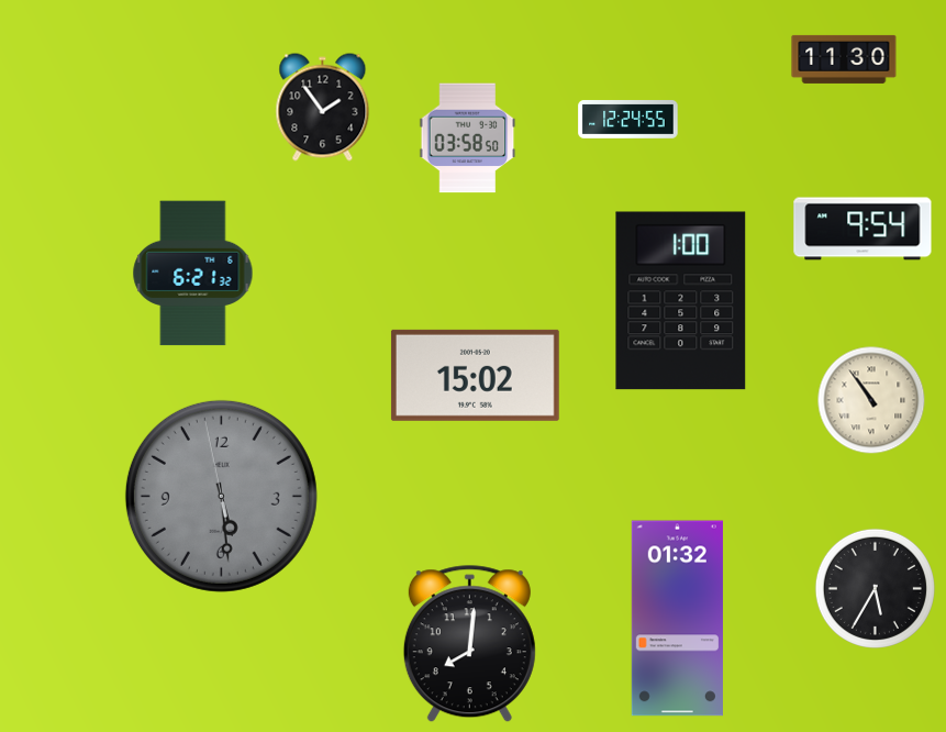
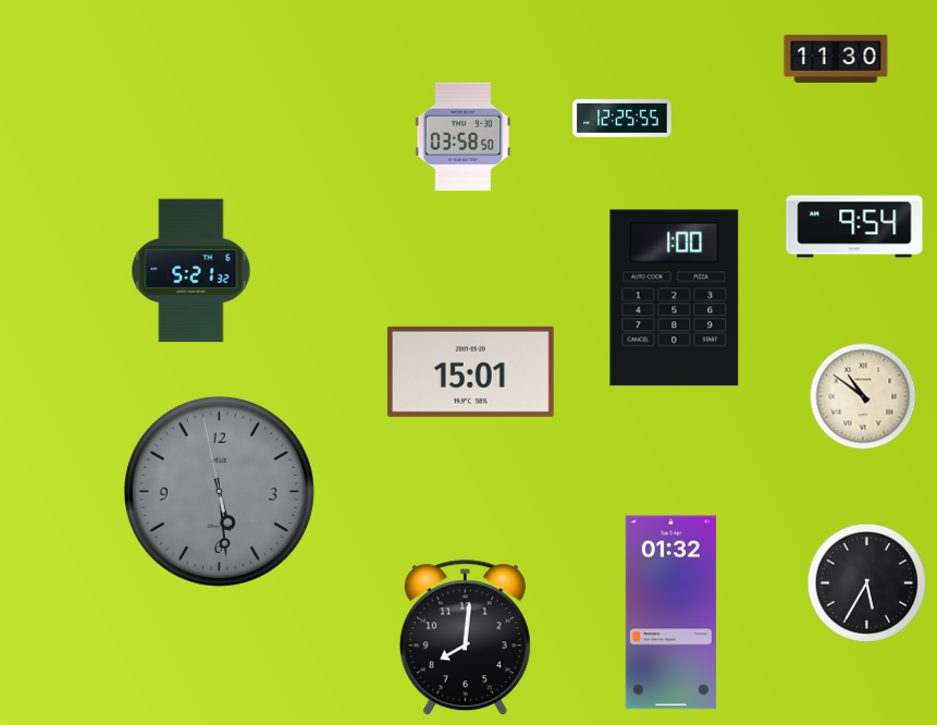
clock at (323, 108): 1:54 -> none
clock at (628, 120): 12:24 -> 12:25
clock at (193, 274): 6:21 -> 5:21
clock at (475, 375): 15:02 -> 15:01
clock at (871, 400): 10:54 -> 10:51
